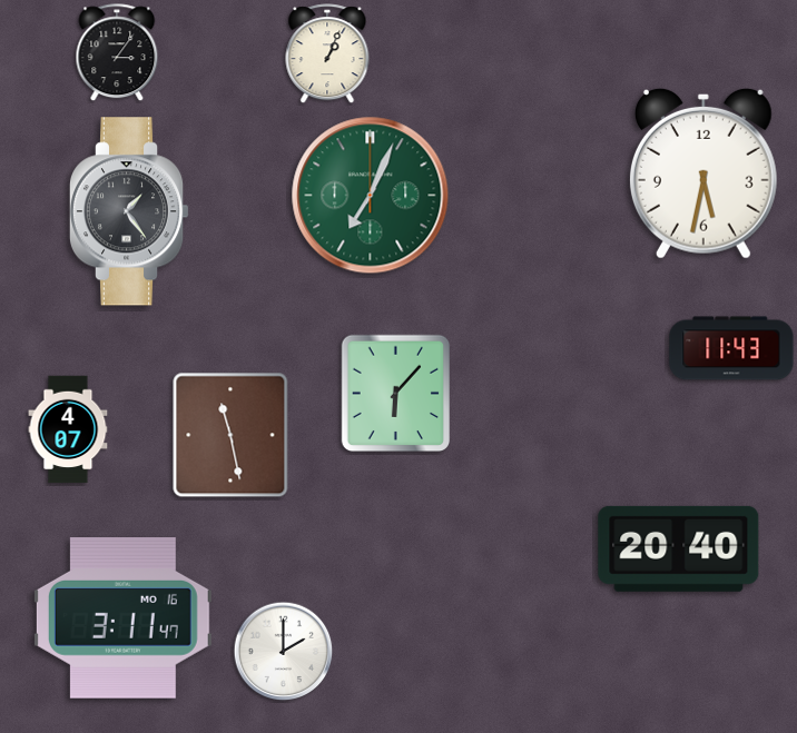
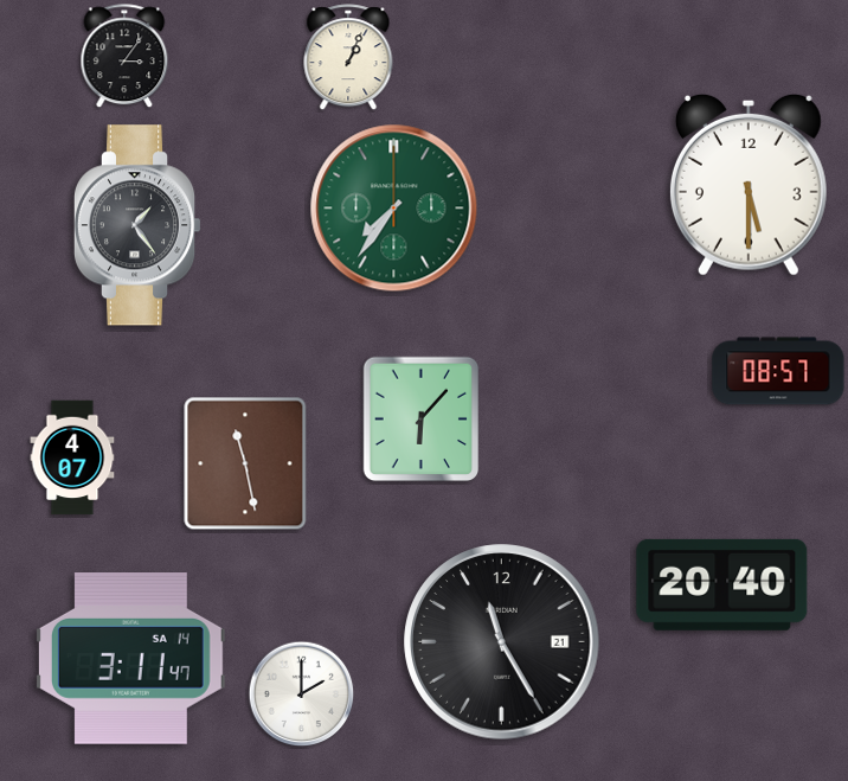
clock at (703, 174): 5:32 -> 5:30
clock at (371, 196): 7:04 -> 7:36
clock at (731, 348): 11:43 -> 08:57
clock at (502, 642): none -> 11:25
clock at (122, 618) date: MO 16 -> SA 14
